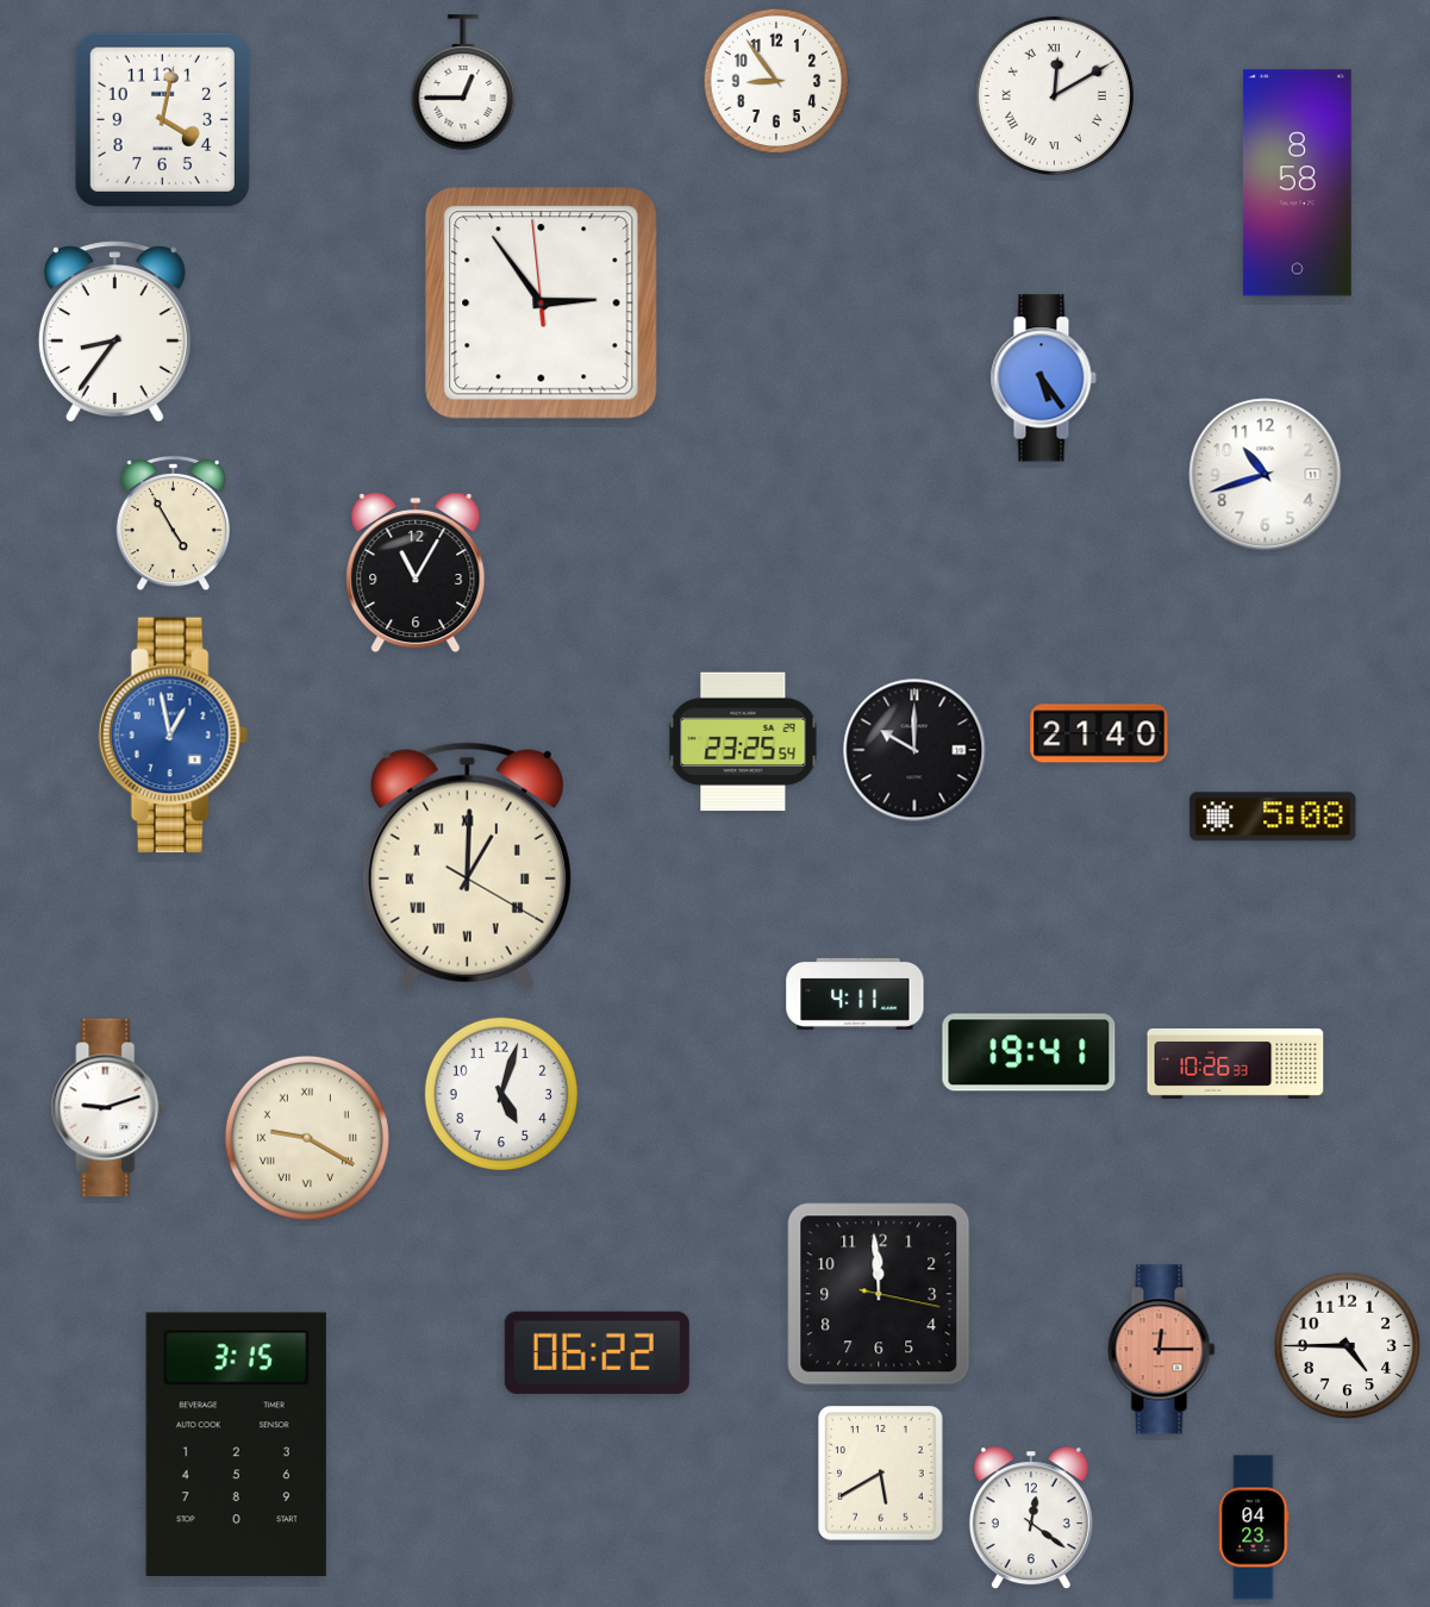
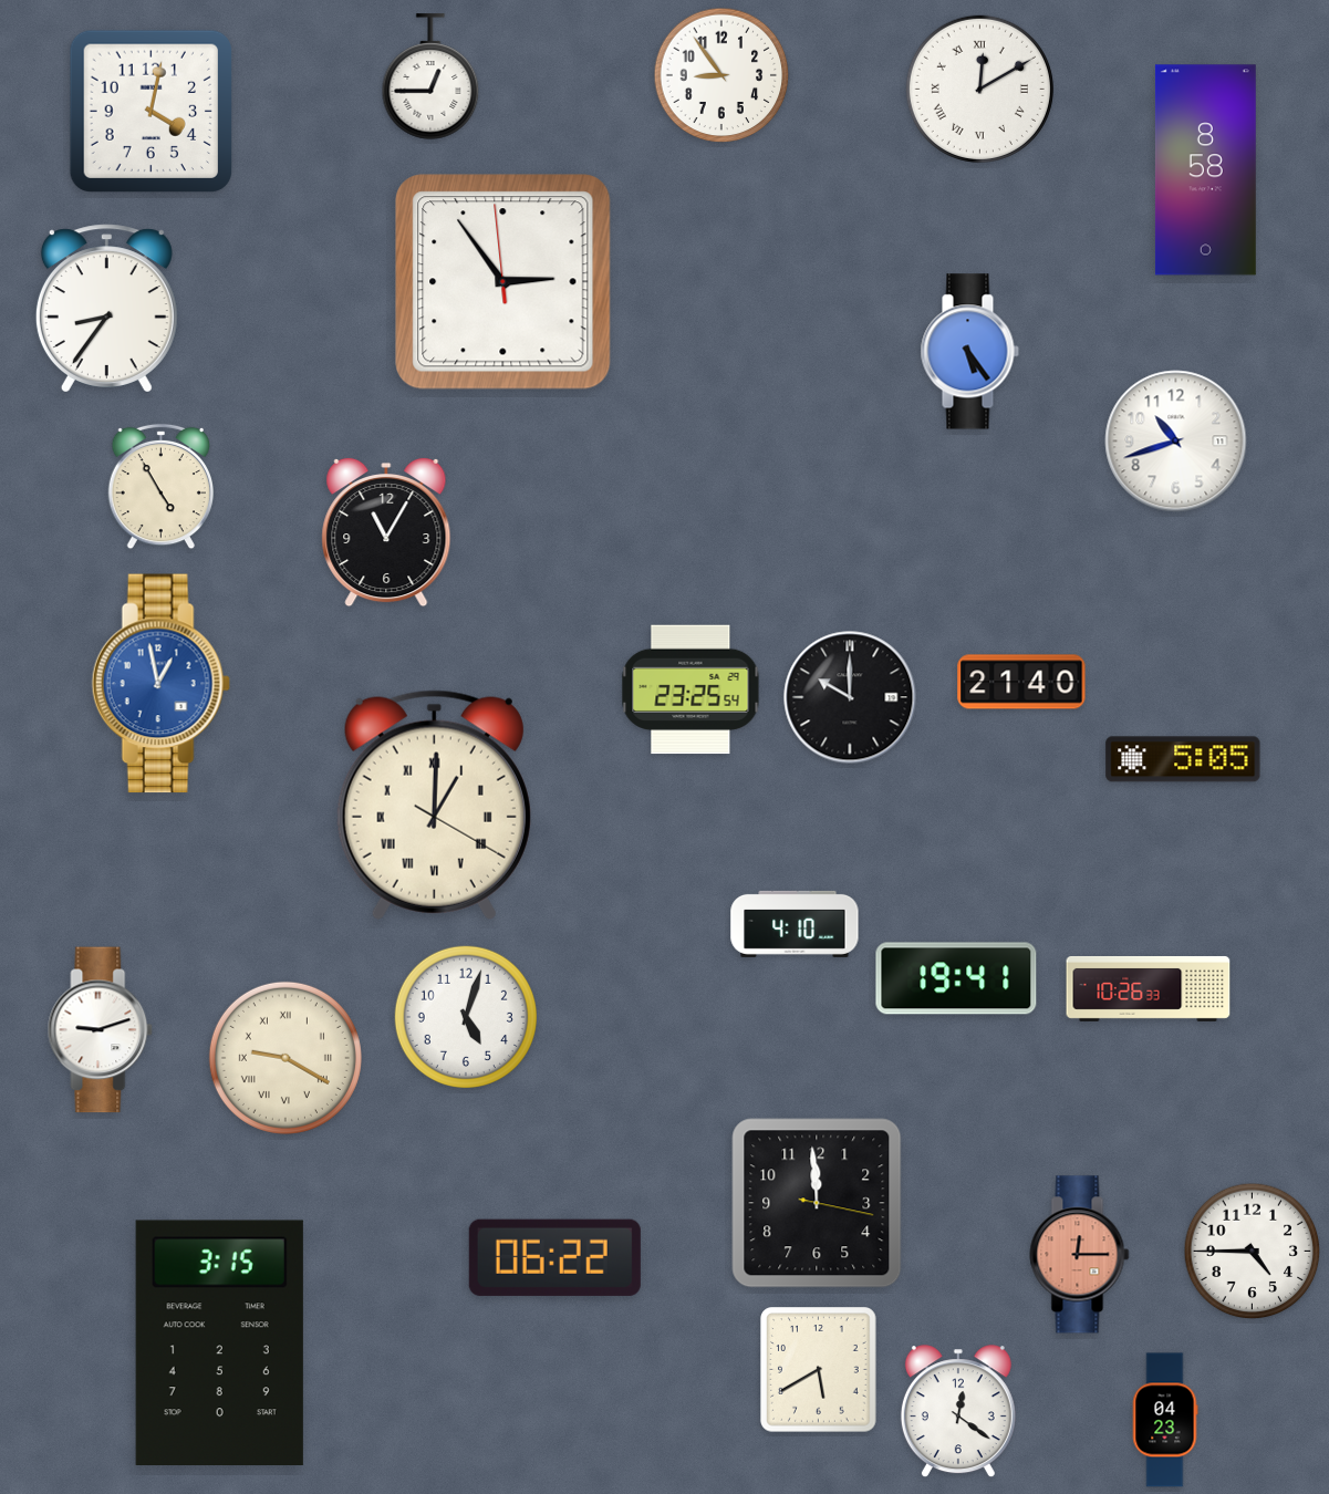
clock at (1273, 817): 5:08 -> 5:05
clock at (855, 994): 4:11 -> 4:10
